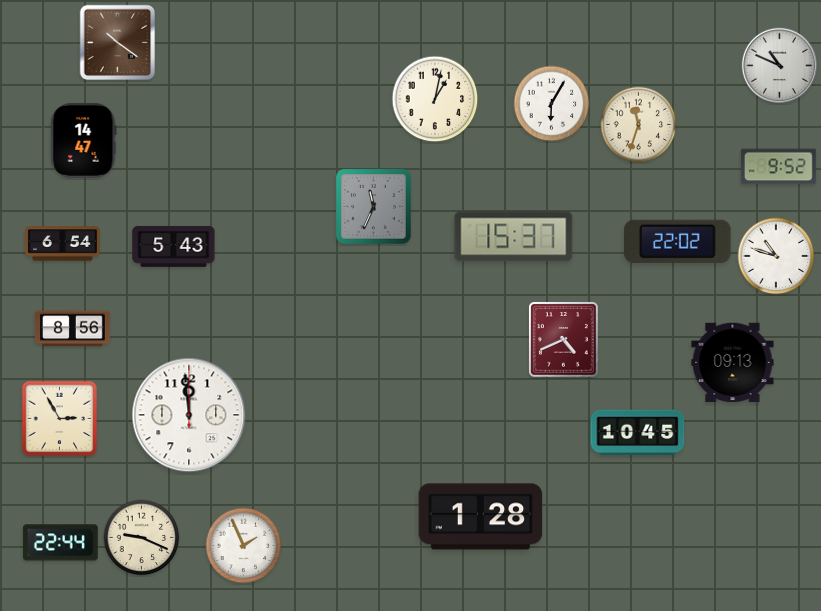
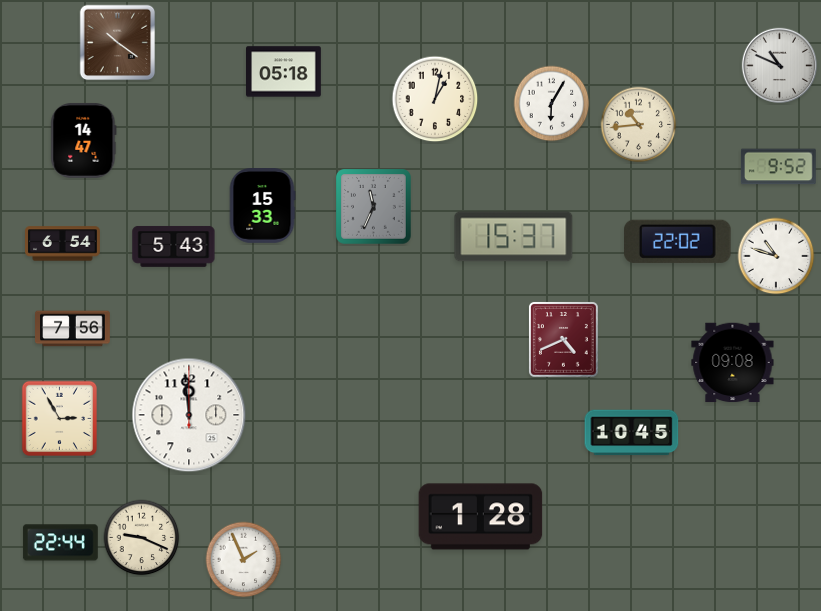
clock at (284, 72): none -> 05:18
clock at (639, 125): 11:33 -> 10:44
clock at (262, 206): none -> 15:33
clock at (73, 329): 8:56 -> 7:56
clock at (733, 363): 09:13 -> 09:08
clock at (638, 433) position: (638, 433) -> (632, 433)
clock at (244, 546) position: (244, 546) -> (244, 560)
